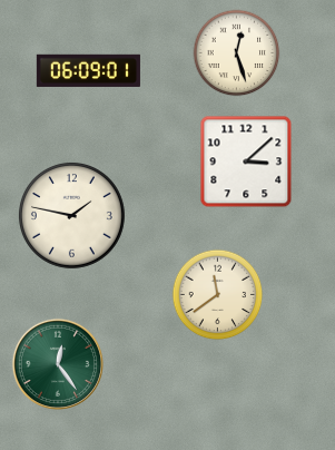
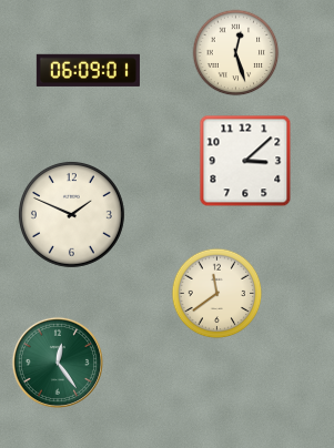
clock at (71, 215): 1:47 -> 1:49
